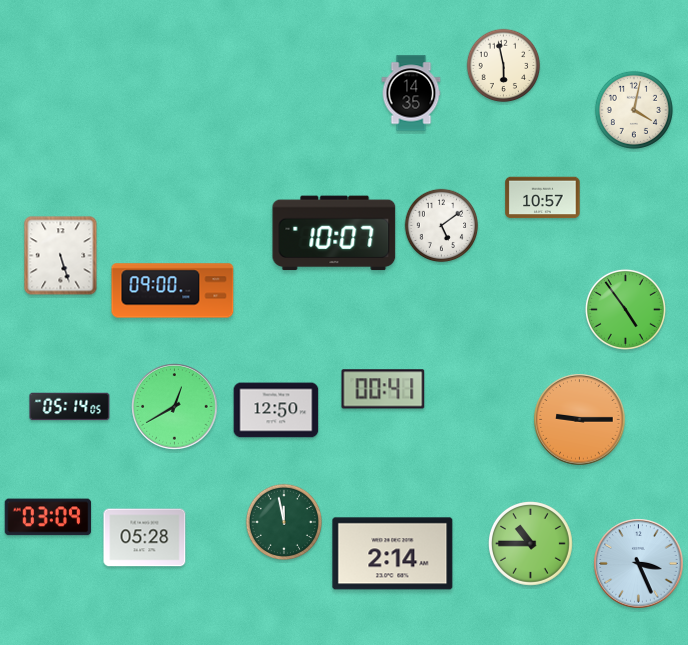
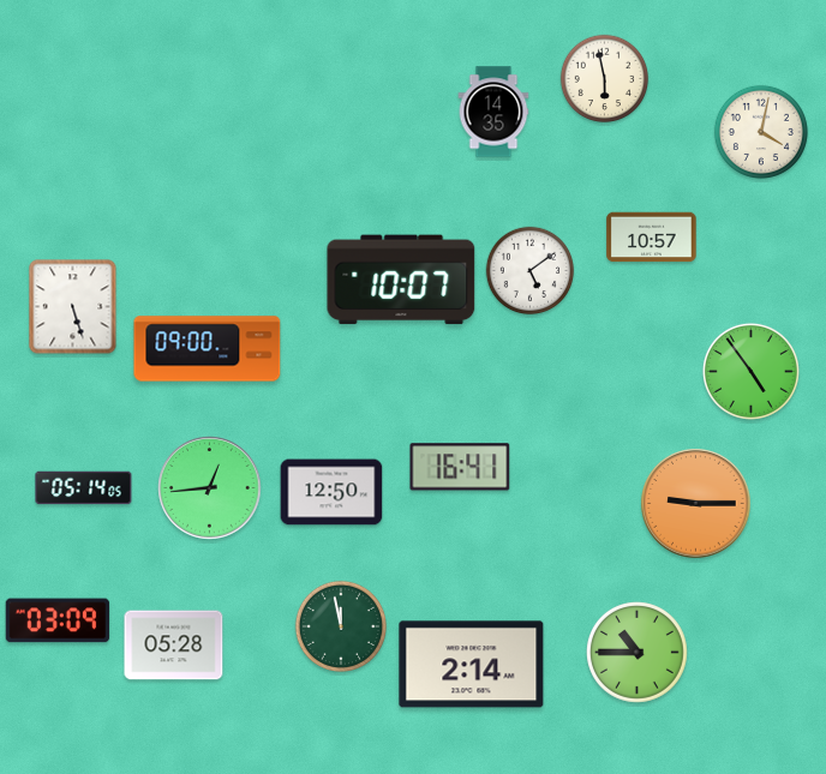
clock at (383, 389): 00:41 -> 16:41
clock at (175, 407): 12:40 -> 12:44
clock at (639, 564): 3:26 -> none
